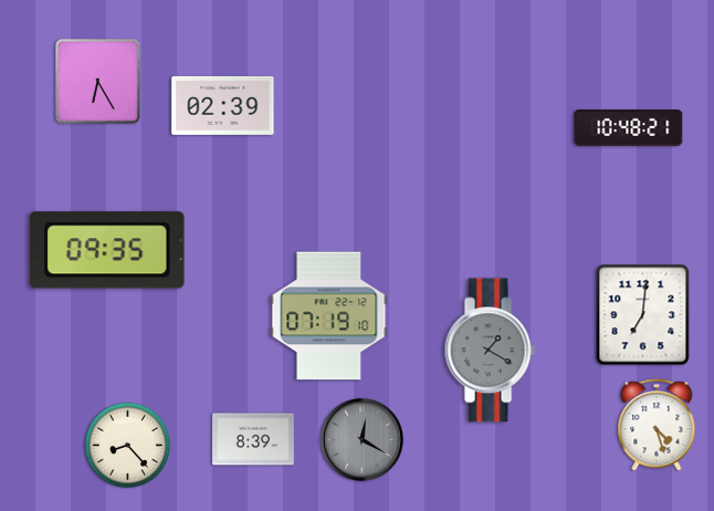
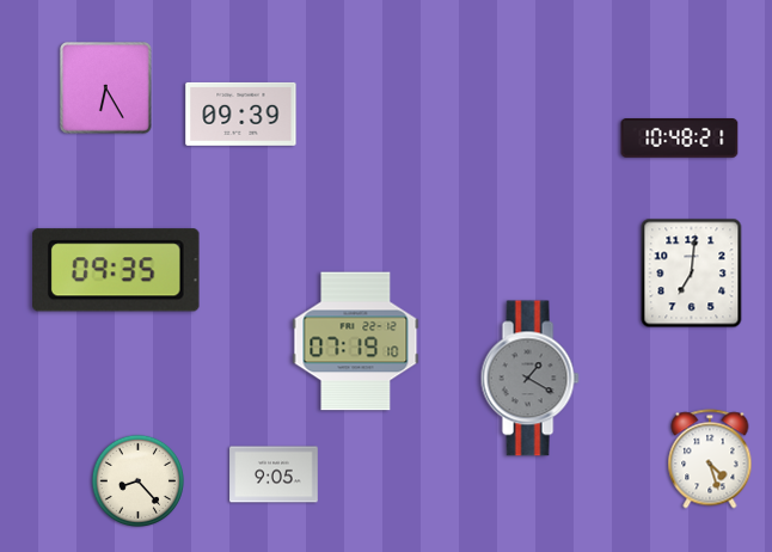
clock at (223, 105): 02:39 -> 09:39
clock at (643, 315) position: (643, 315) -> (692, 274)
clock at (253, 439): 8:39 -> 9:05
clock at (361, 439): 12:20 -> none
